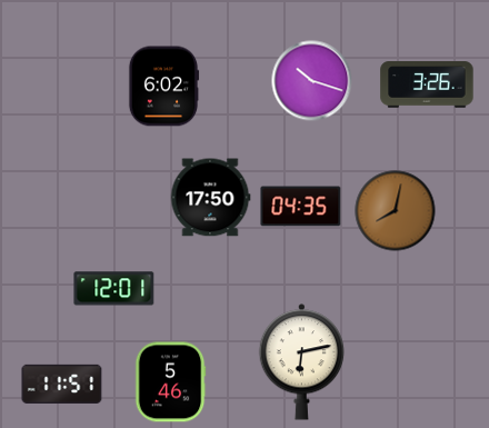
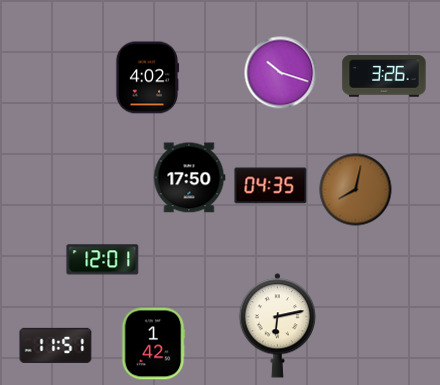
clock at (163, 87): 6:02 -> 4:02
clock at (302, 362) position: (302, 362) -> (278, 326)
clock at (170, 382): 5:46 -> 1:42
